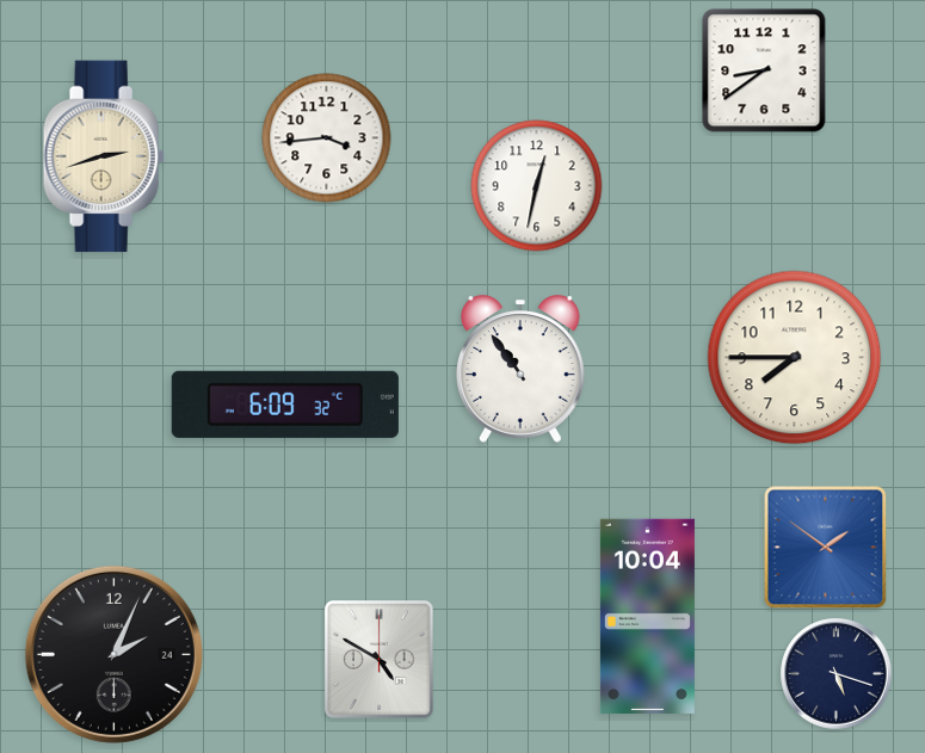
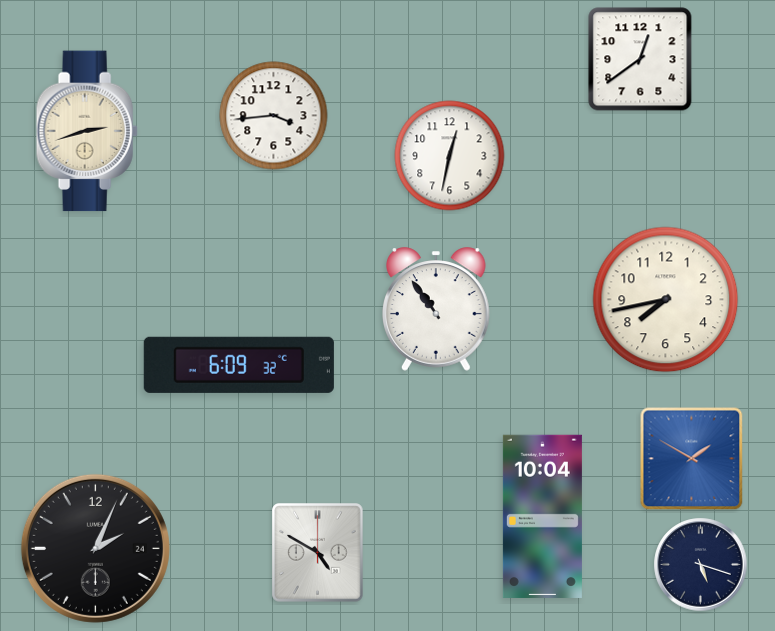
clock at (764, 70): 8:39 -> 12:39
clock at (795, 358): 7:45 -> 7:43
clock at (285, 405) position: (285, 405) -> (239, 365)
clock at (826, 548): 1:51 -> 1:50
